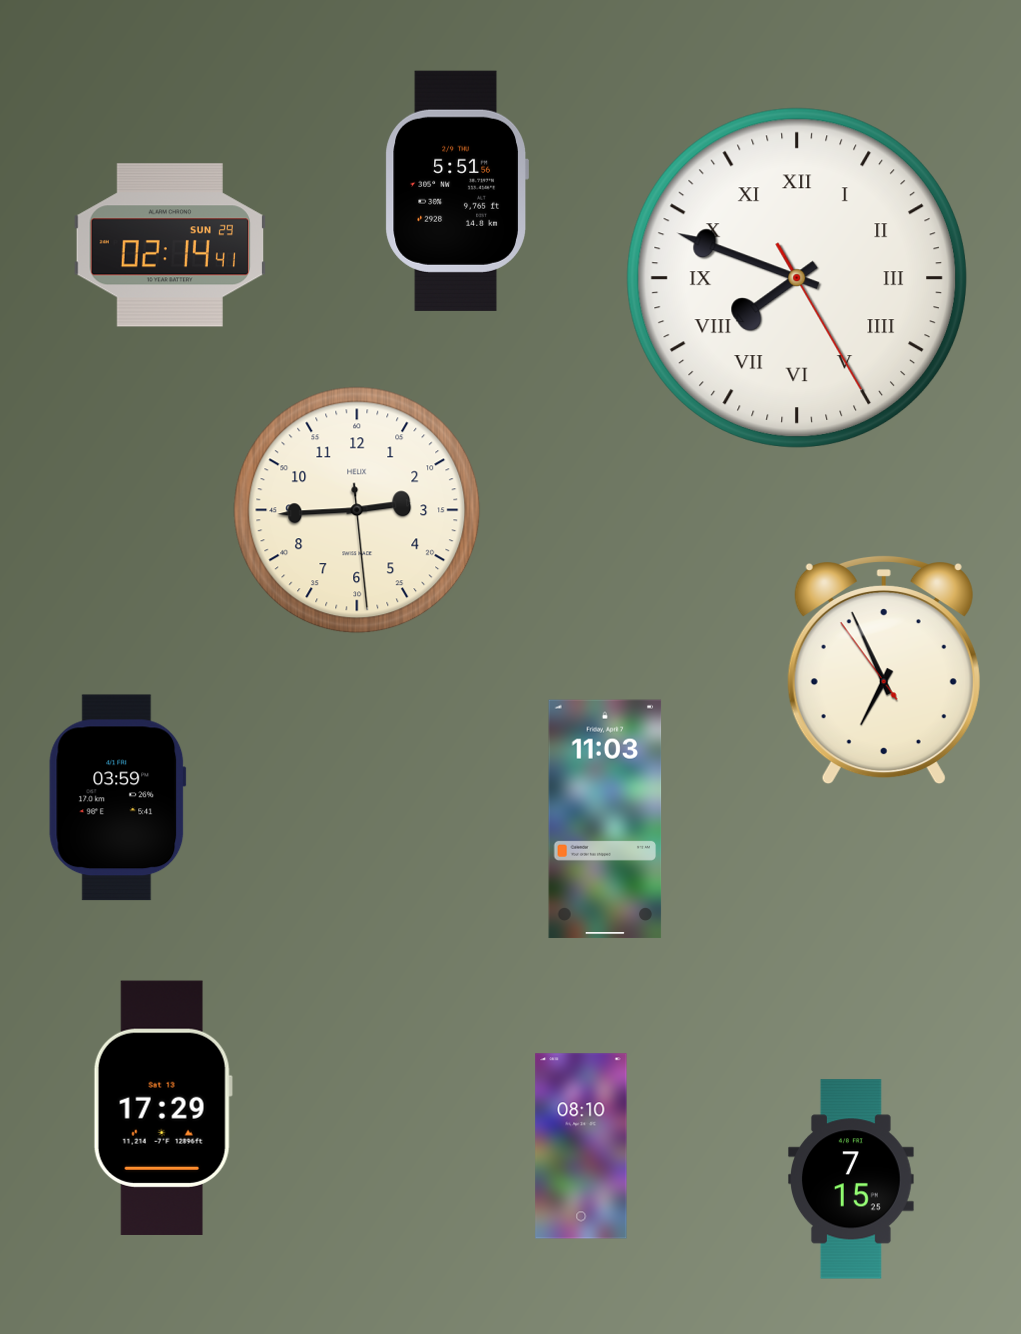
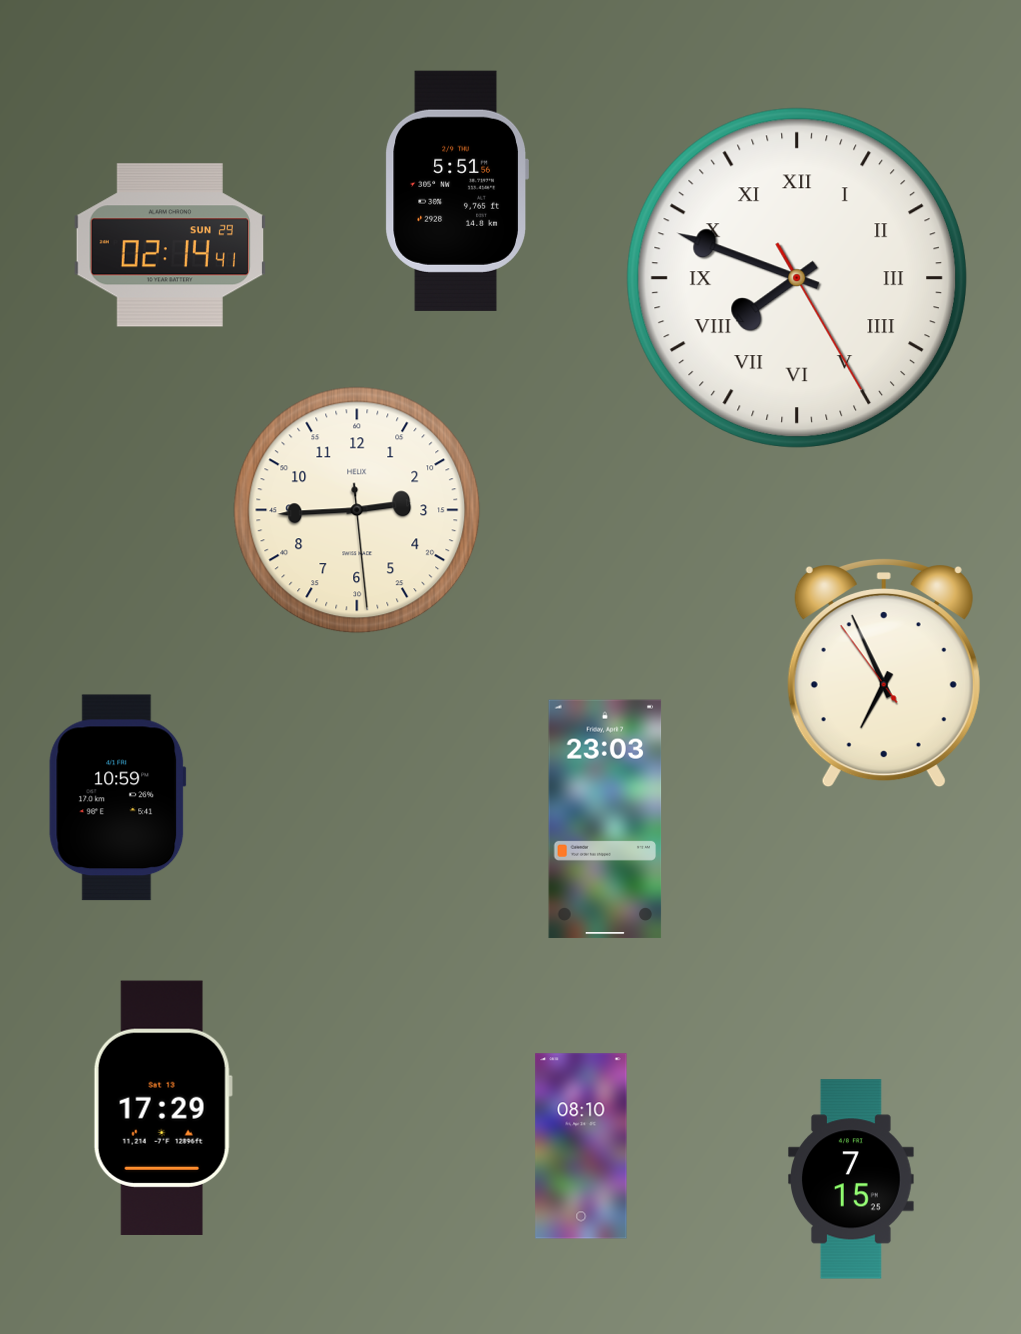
clock at (884, 671) position: (884, 671) -> (884, 674)
clock at (118, 798): 03:59 -> 10:59
clock at (605, 819): 11:03 -> 23:03
